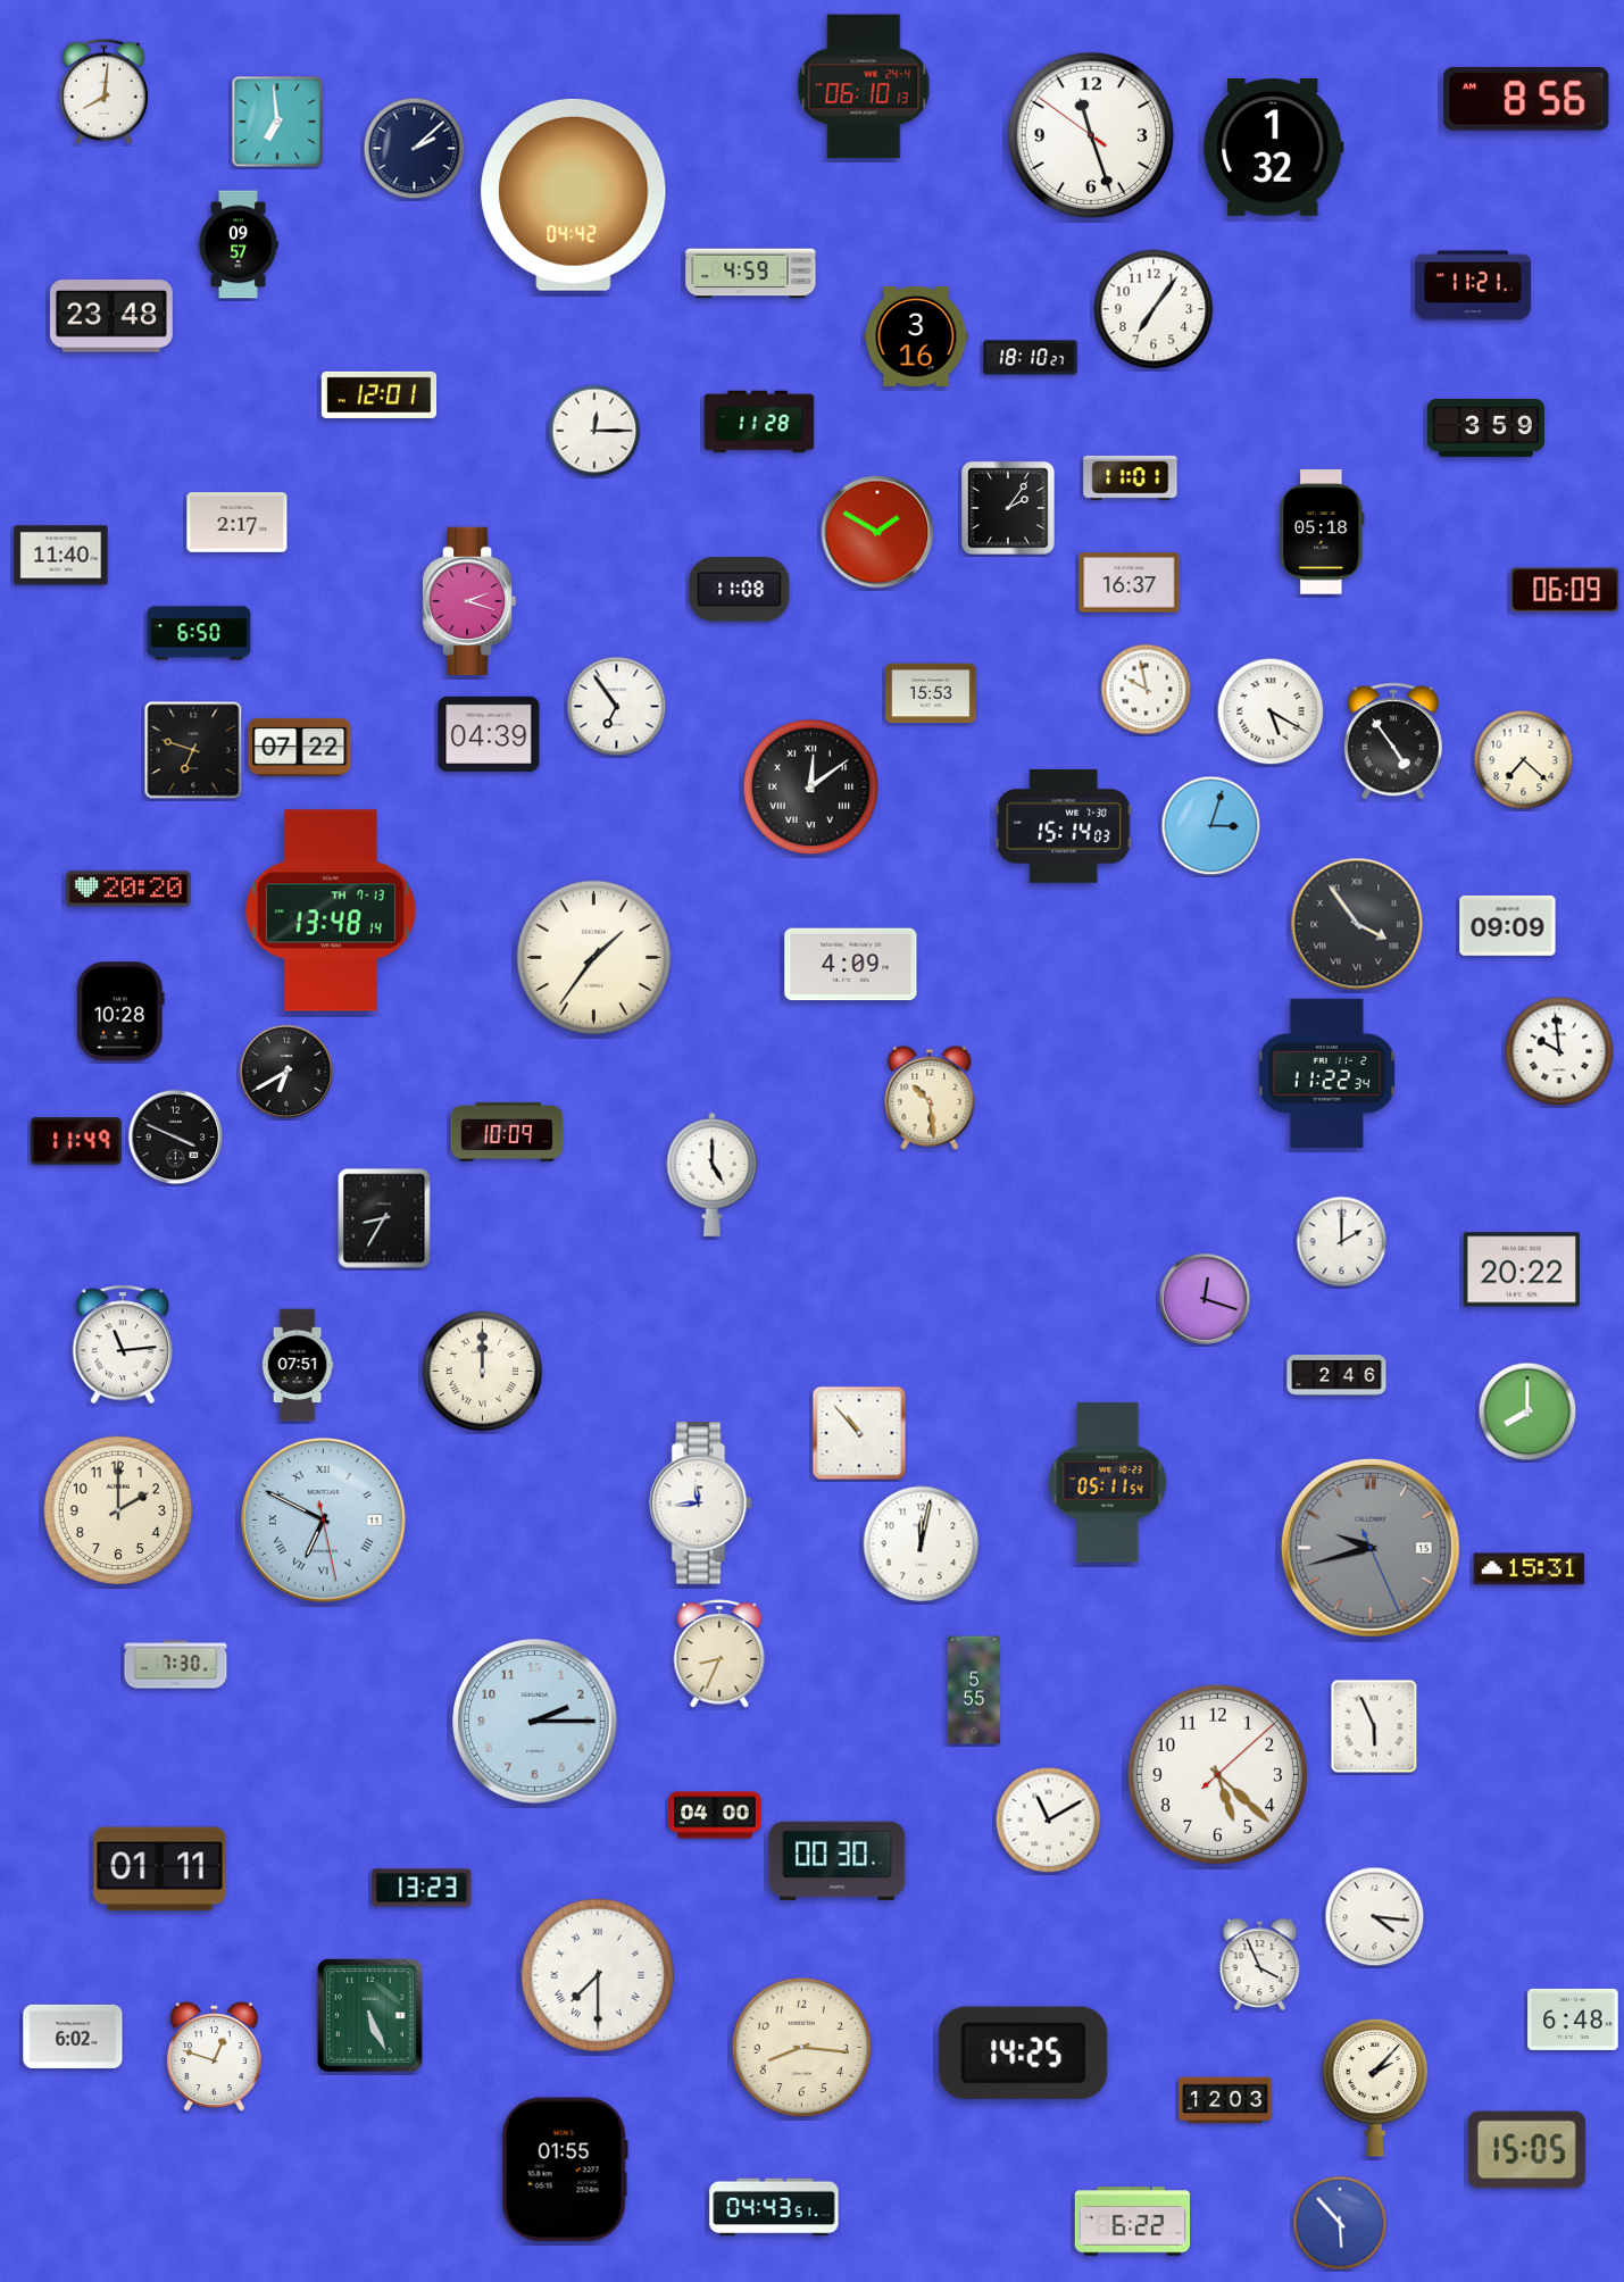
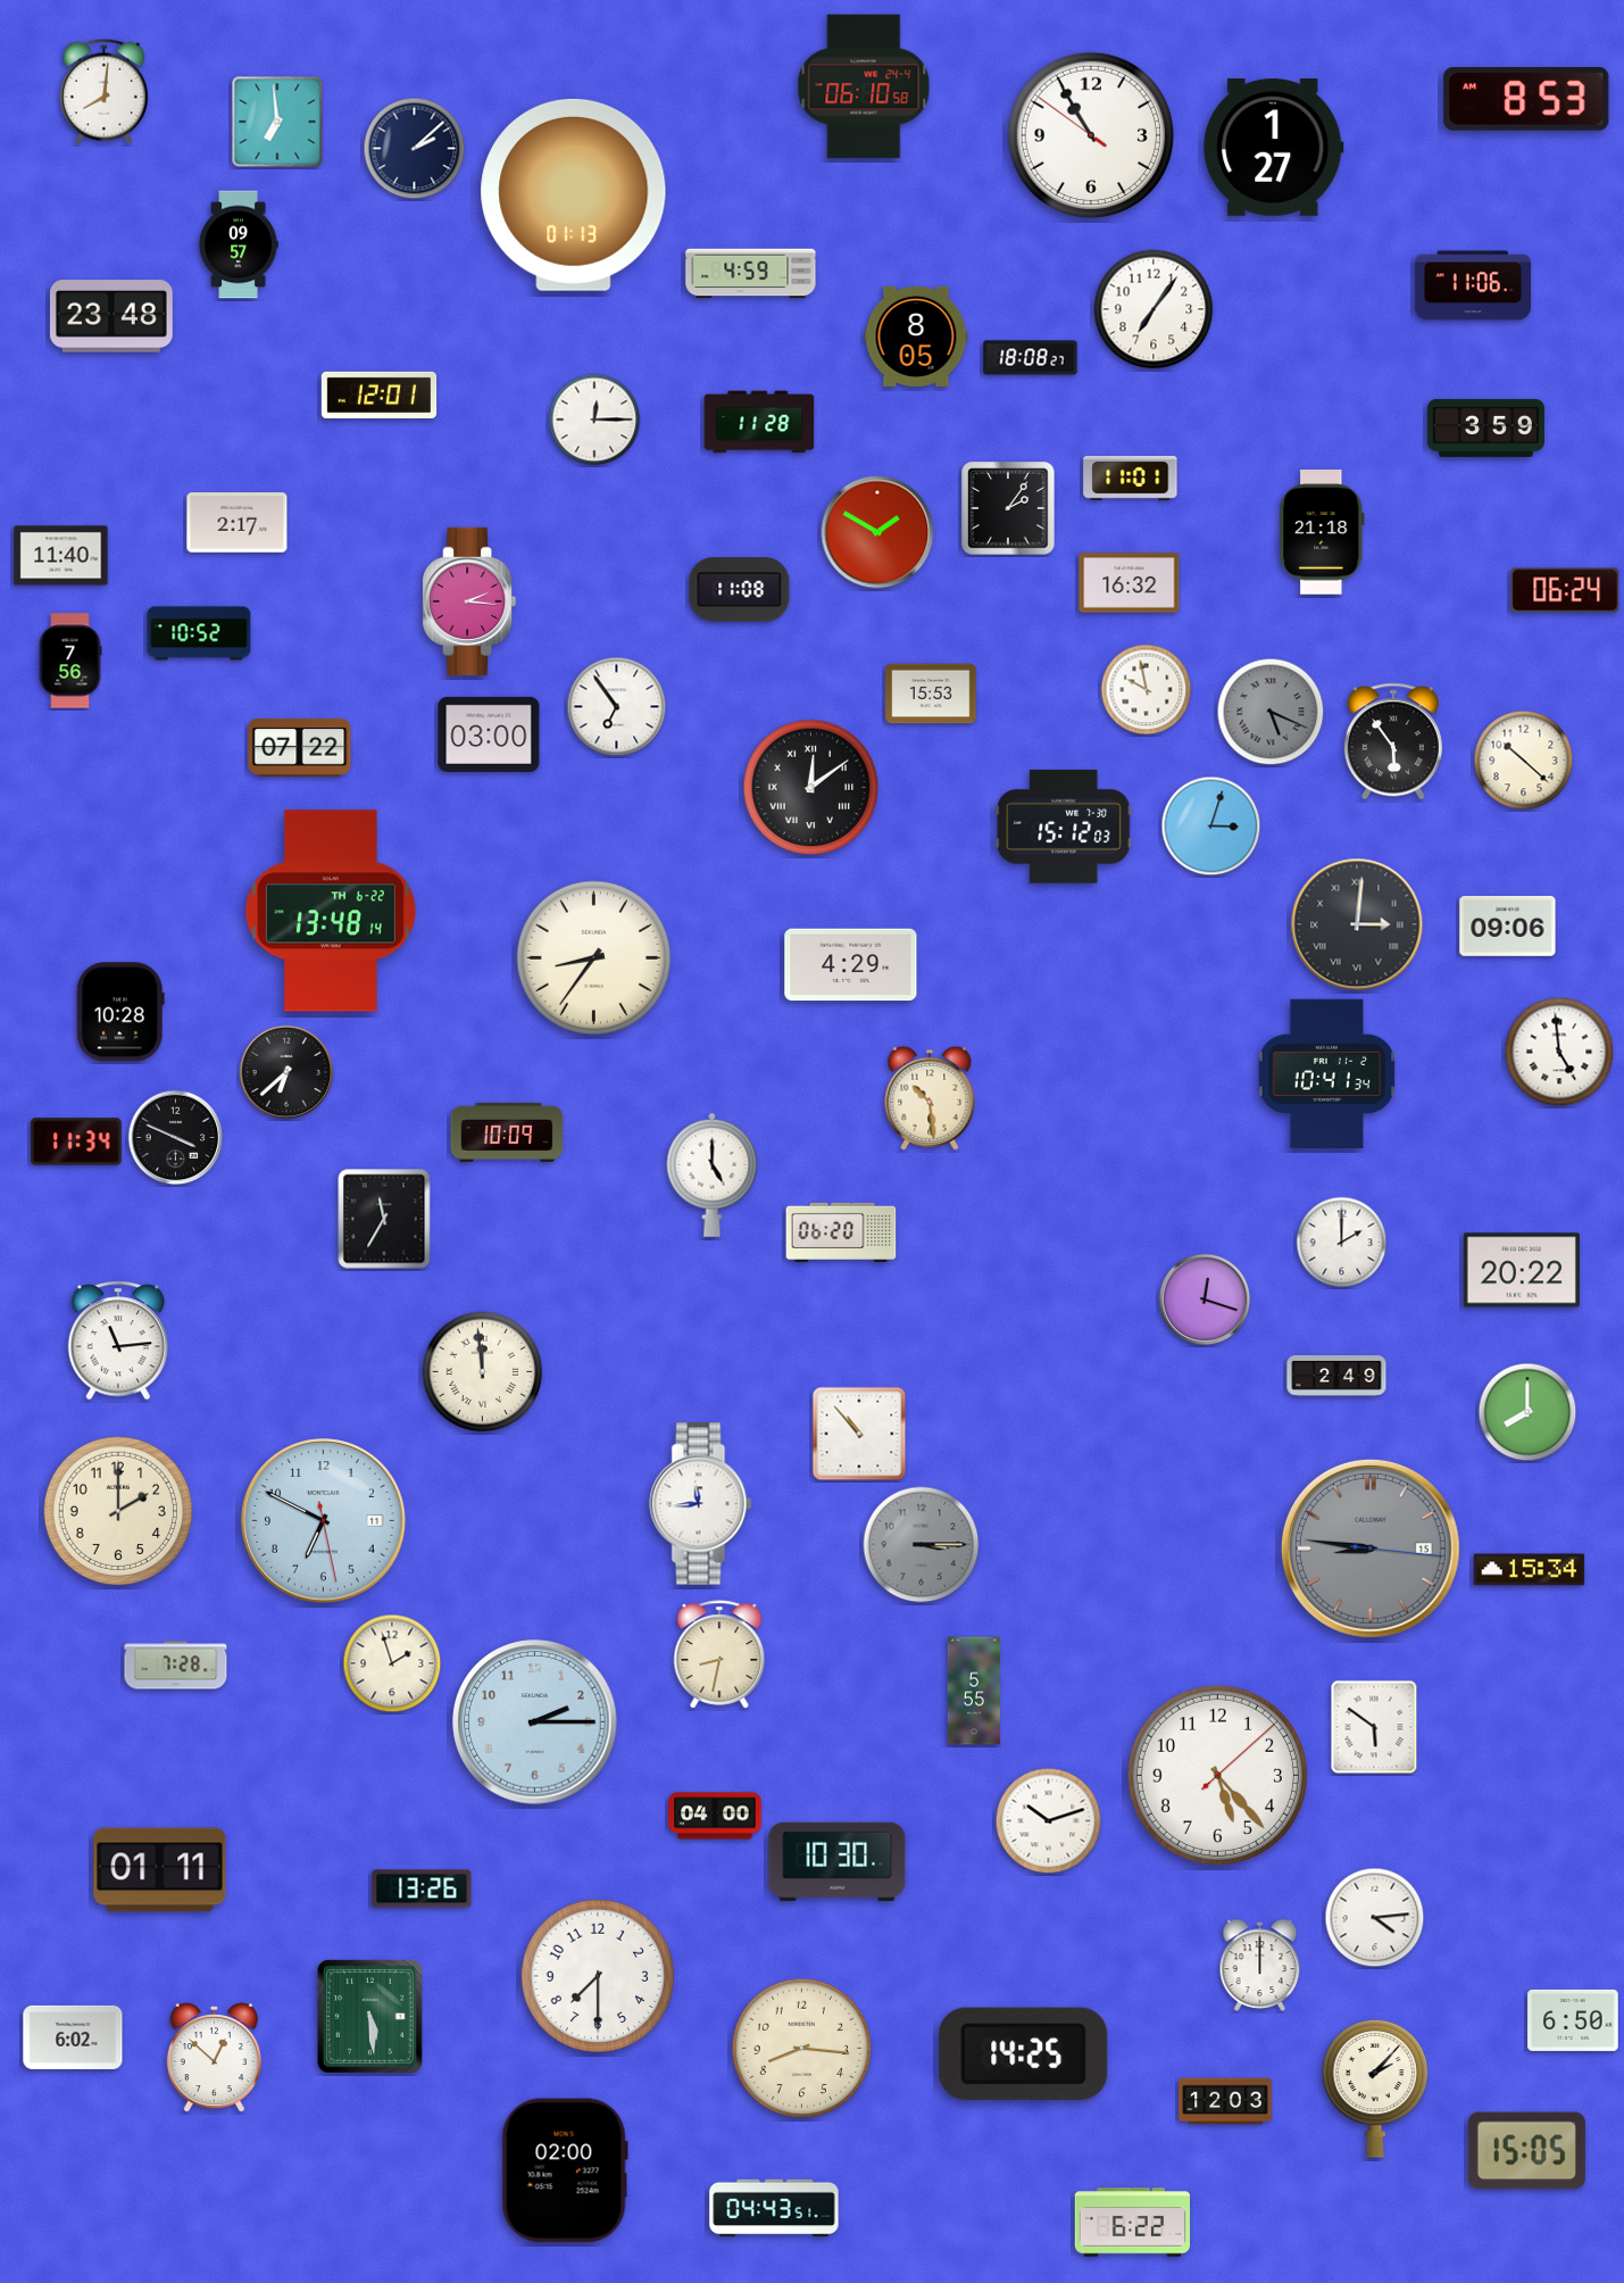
clock at (864, 86): 06:10:13 -> 06:10:58
clock at (1526, 99): 8:56 -> 8:53
clock at (1090, 134): 11:26 -> 10:54
clock at (1274, 148): 1:32 -> 1:27
clock at (574, 194): 04:42 -> 01:13
clock at (1473, 285): 11:21 -> 11:06
clock at (916, 336): 3:16 -> 8:05
clock at (1031, 358): 18:10 -> 18:08
clock at (594, 431) position: (594, 431) -> (594, 420)
clock at (1322, 532): 05:18 -> 21:18
clock at (1130, 583): 16:37 -> 16:32
clock at (1565, 590): 06:09 -> 06:24
clock at (470, 600): 2:18 -> 2:16
clock at (199, 633): 6:50 -> 10:52
clock at (70, 661): none -> 7:56
clock at (1271, 711): 5:20 -> 5:19
clock at (1271, 711) dial: white -> grey
clock at (489, 734): 04:39 -> 03:00
clock at (1393, 741): 4:54 -> 5:54
clock at (193, 750): 6:48 -> none
clock at (1524, 760): 7:22 -> 10:22
clock at (1064, 826): 15:14 -> 15:12
clock at (128, 889): 20:20 -> none
clock at (331, 910) date: TH 7-13 -> TH 6-22
clock at (1357, 924): 3:54 -> 3:01
clock at (1508, 926): 09:09 -> 09:06
clock at (594, 958): 1:36 -> 8:36
clock at (851, 965): 4:09 -> 4:29
clock at (1559, 1051): 9:59 -> 4:59
clock at (286, 1072): 6:40 -> 6:38
clock at (1327, 1073): 11:22 -> 10:41
clock at (76, 1141): 11:49 -> 11:34
clock at (384, 1218): 8:35 -> 11:35
clock at (841, 1232): none -> 06:20
clock at (123, 1344) position: (123, 1344) -> (118, 1340)
clock at (298, 1365): 07:51 -> none
clock at (483, 1372): 12:00 -> 11:59
clock at (1336, 1376): 2:46 -> 2:49
clock at (1108, 1483): 05:11 -> none
clock at (324, 1521) numerals: Roman -> Arabic
clock at (922, 1544): 12:02 -> 3:15
clock at (922, 1544) dial: white -> grey
clock at (1371, 1548): 9:42 -> 8:46
clock at (1530, 1569): 15:31 -> 15:34
clock at (719, 1654): 8:34 -> 8:32
clock at (392, 1663): none -> 1:57
clock at (176, 1665): 7:30 -> 7:28
clock at (1374, 1726): 5:56 -> 5:51
clock at (1217, 1774): 5:22 -> 5:23
clock at (1049, 1821): 11:10 -> 10:12
clock at (838, 1860): 00:30 -> 10:30
clock at (422, 1888): 13:23 -> 13:26
clock at (1375, 1917): 4:16 -> 4:14
clock at (1260, 1964): 3:56 -> 12:00
clock at (598, 1975) numerals: Roman -> Arabic
clock at (370, 2016): 5:26 -> 5:29
clock at (1573, 2019): 6:48 -> 6:50
clock at (214, 2057): 12:48 -> 12:52
clock at (565, 2169): 01:55 -> 02:00
clock at (1340, 2223): 5:53 -> none
